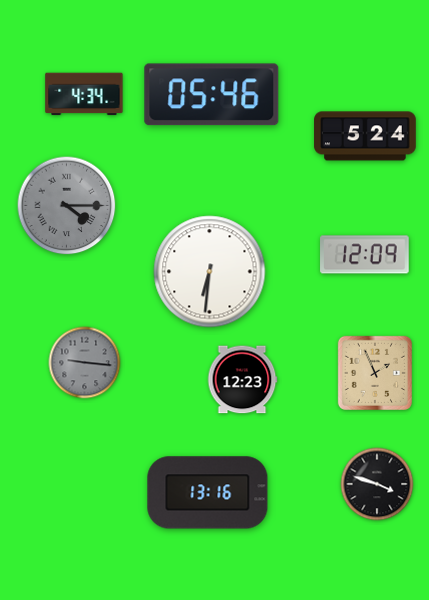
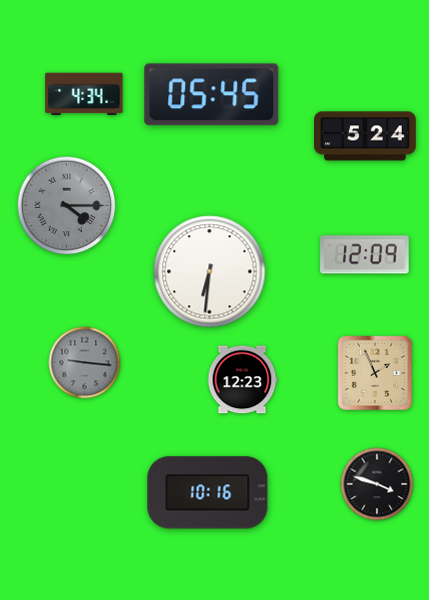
clock at (212, 95): 05:46 -> 05:45
clock at (208, 493): 13:16 -> 10:16
